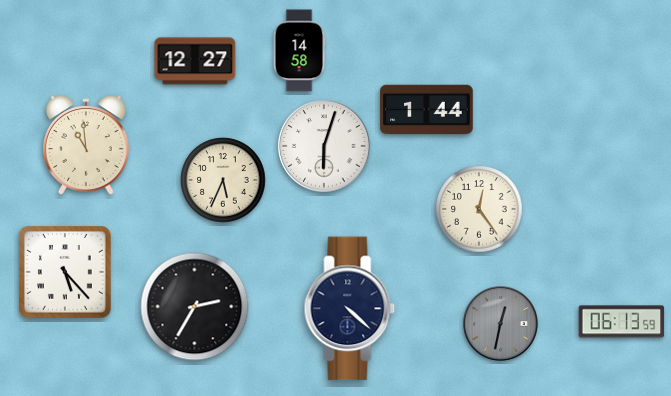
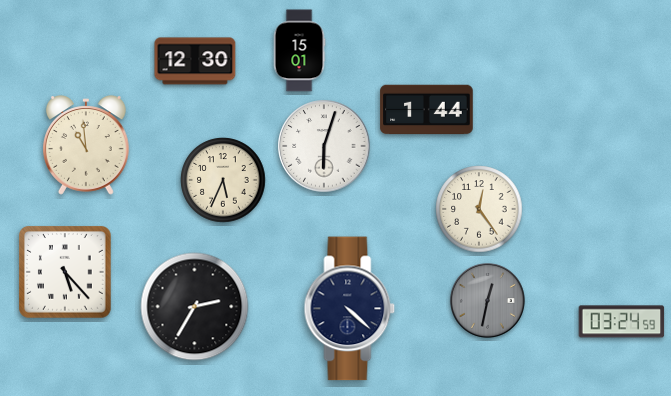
clock at (299, 51): 14:58 -> 15:01
clock at (195, 61): 12:27 -> 12:30
clock at (622, 322): 06:13 -> 03:24
clock at (501, 324) position: (501, 324) -> (488, 301)
